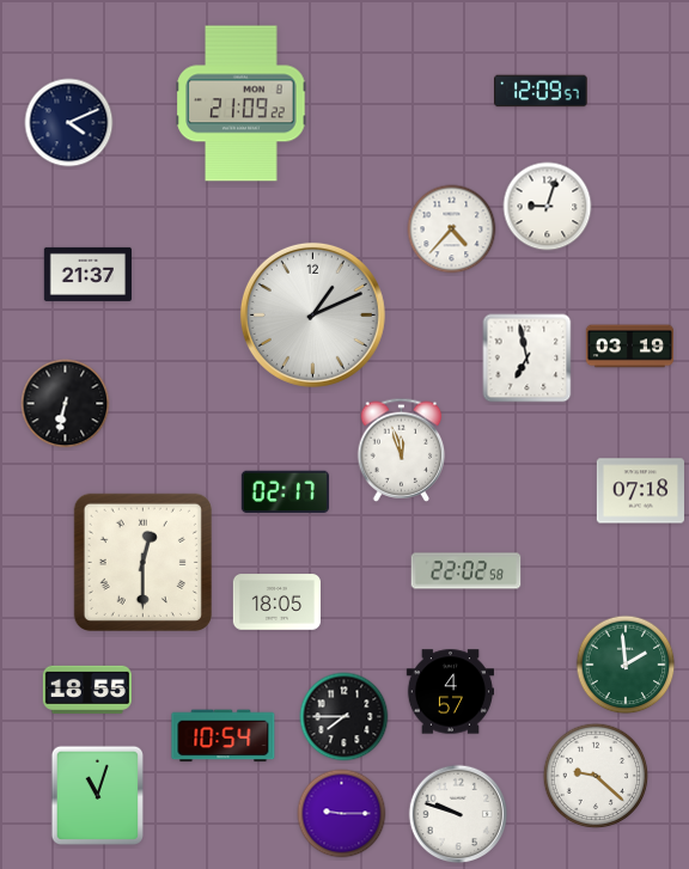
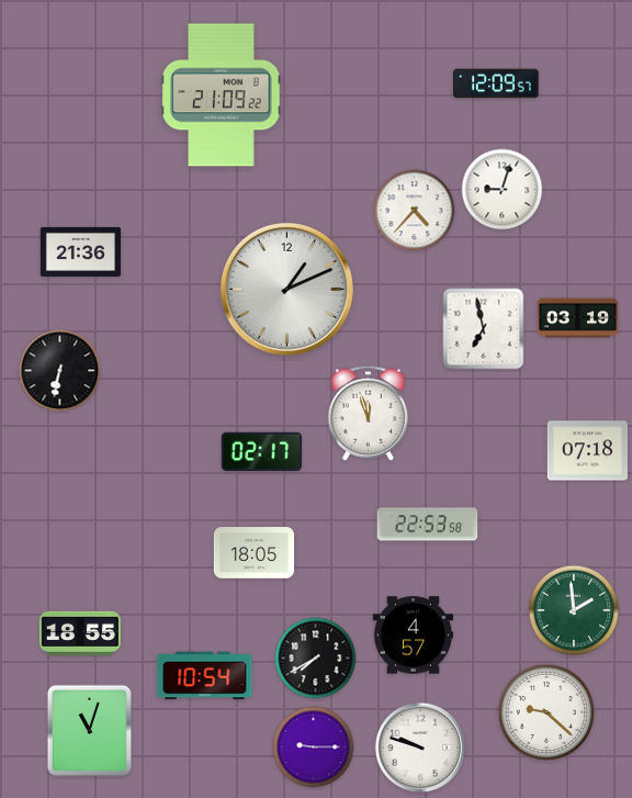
clock at (69, 123): 4:11 -> none
clock at (87, 274): 21:37 -> 21:36
clock at (142, 562): 12:30 -> none
clock at (467, 571): 22:02 -> 22:53
clock at (344, 717): 7:45 -> 7:40
